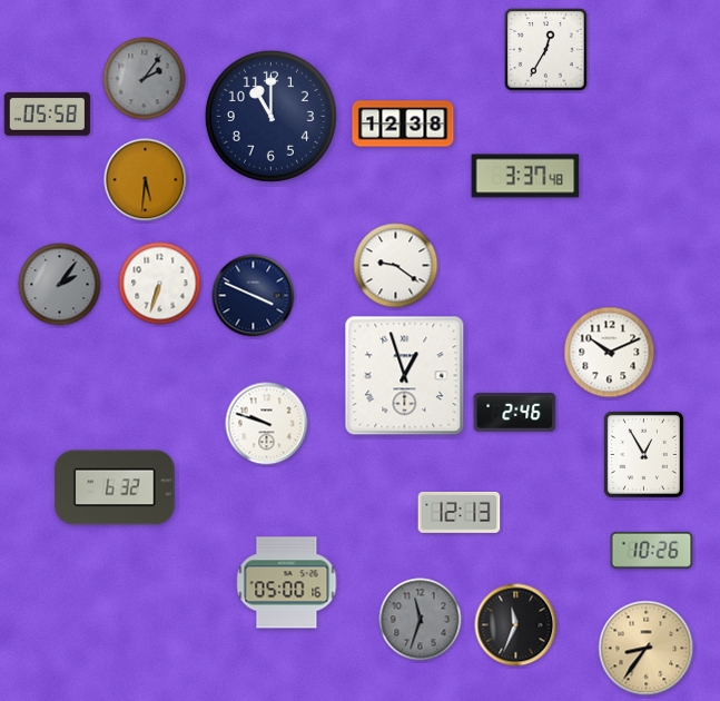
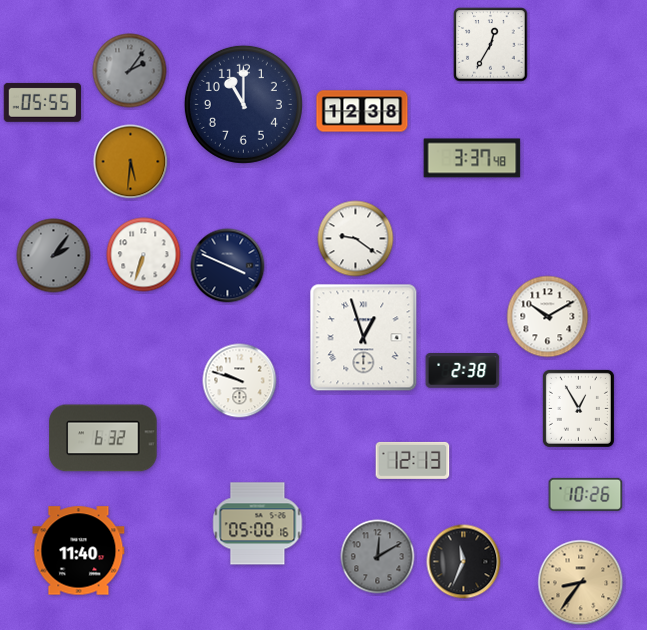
clock at (47, 113): 05:58 -> 05:55
clock at (610, 353): 10:11 -> 10:10
clock at (515, 413): 2:46 -> 2:38
clock at (79, 551): none -> 11:40
clock at (421, 620): 11:33 -> 12:10
